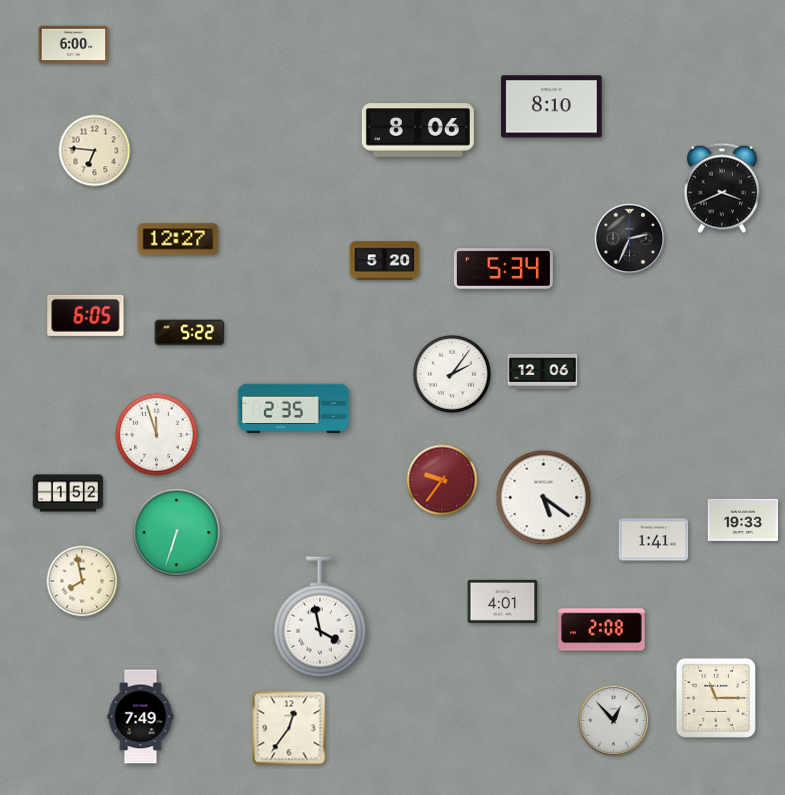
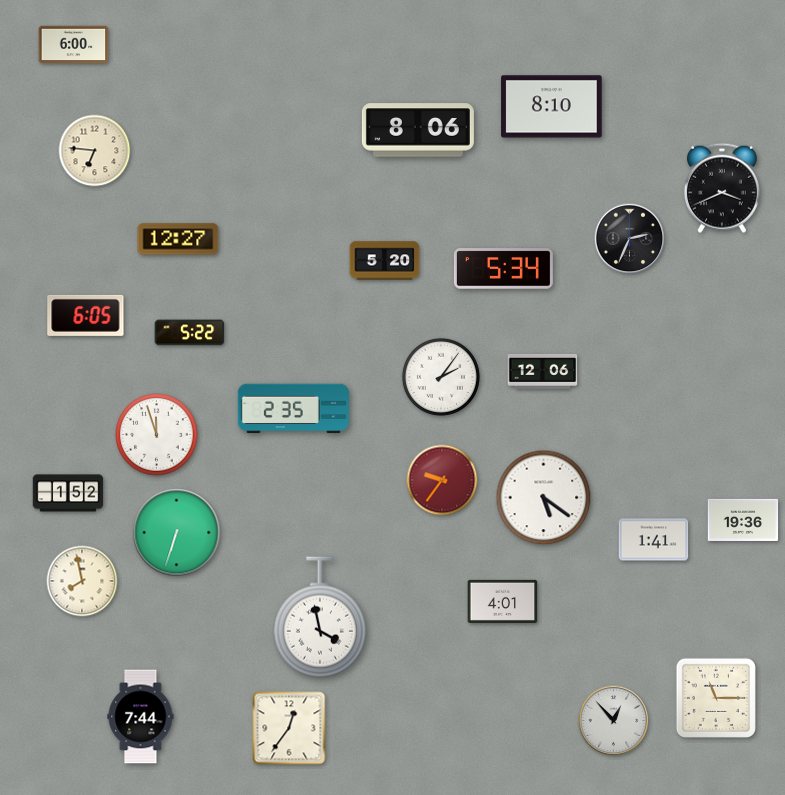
clock at (452, 374) position: (452, 374) -> (441, 377)
clock at (743, 520): 19:33 -> 19:36
clock at (602, 630): 2:08 -> none
clock at (141, 717): 7:49 -> 7:44
